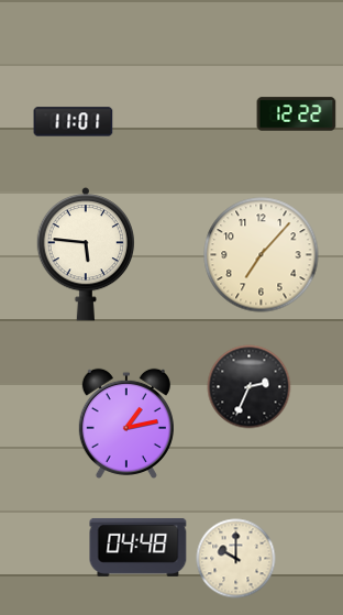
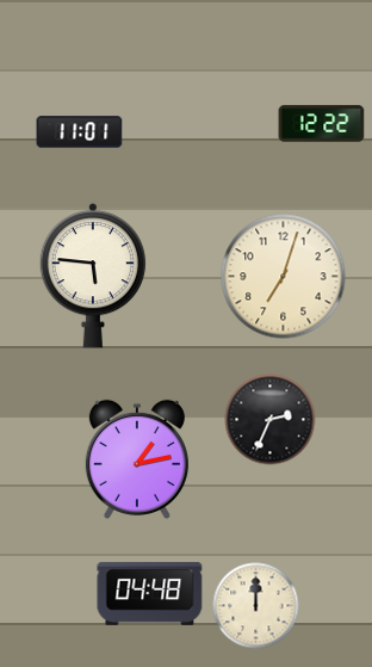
clock at (262, 255): 7:07 -> 7:03
clock at (236, 559): 10:00 -> 12:00
